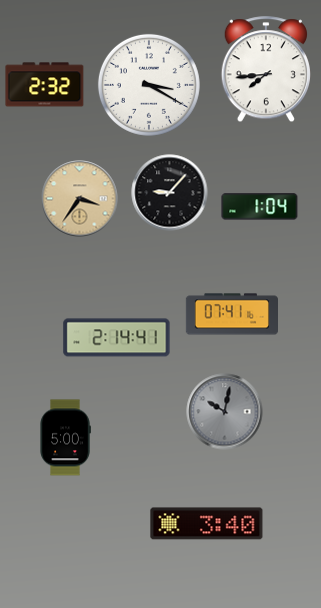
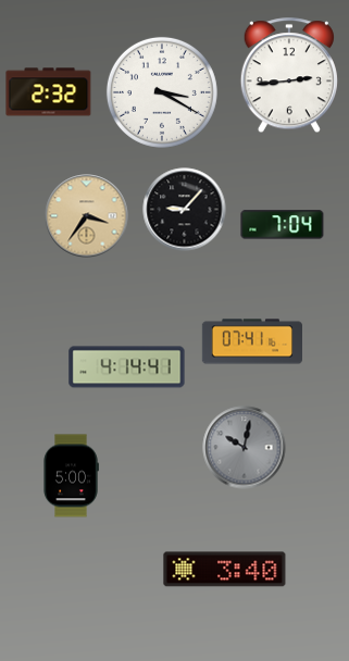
clock at (266, 70): 7:44 -> 2:44
clock at (260, 207): 1:04 -> 7:04
clock at (117, 338): 2:14 -> 4:14
